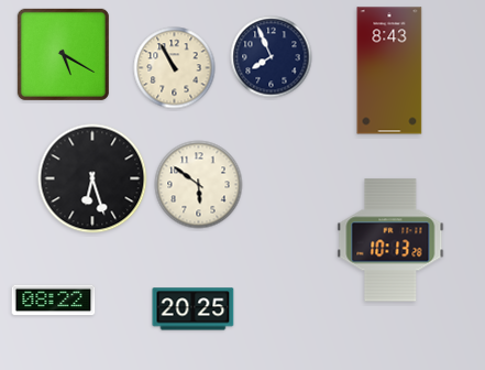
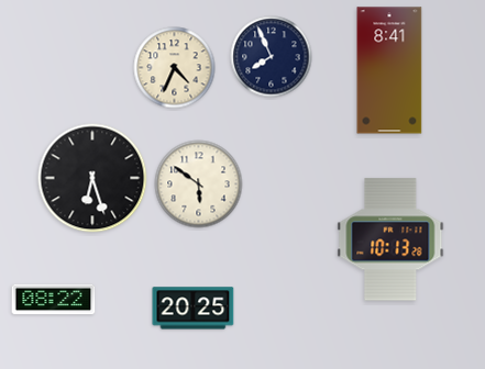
clock at (63, 54): 5:20 -> none
clock at (175, 68): 10:55 -> 4:34
clock at (389, 70): 8:43 -> 8:41
